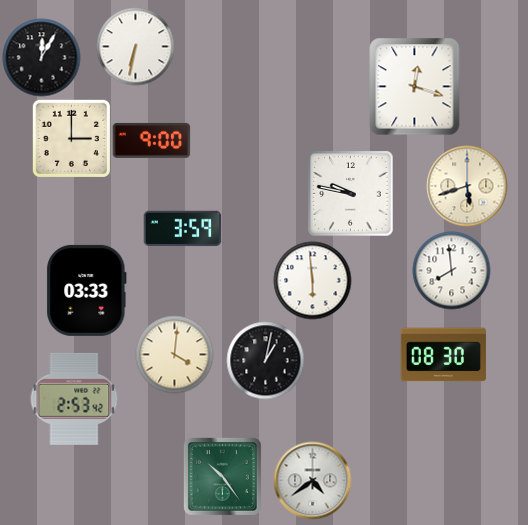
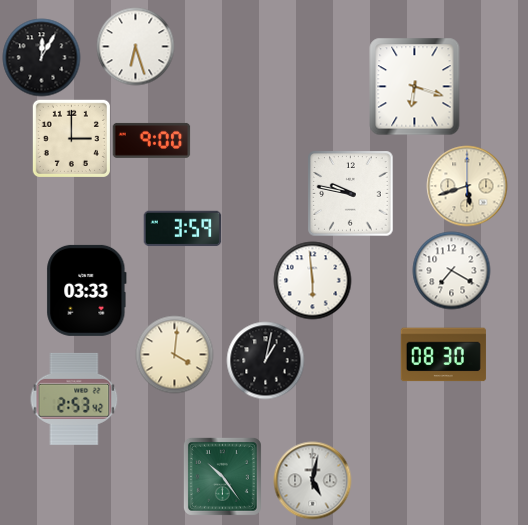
clock at (135, 46): 6:32 -> 6:27
clock at (415, 86): 12:18 -> 6:18
clock at (451, 270): 7:59 -> 7:20
clock at (312, 480): 4:39 -> 5:02
